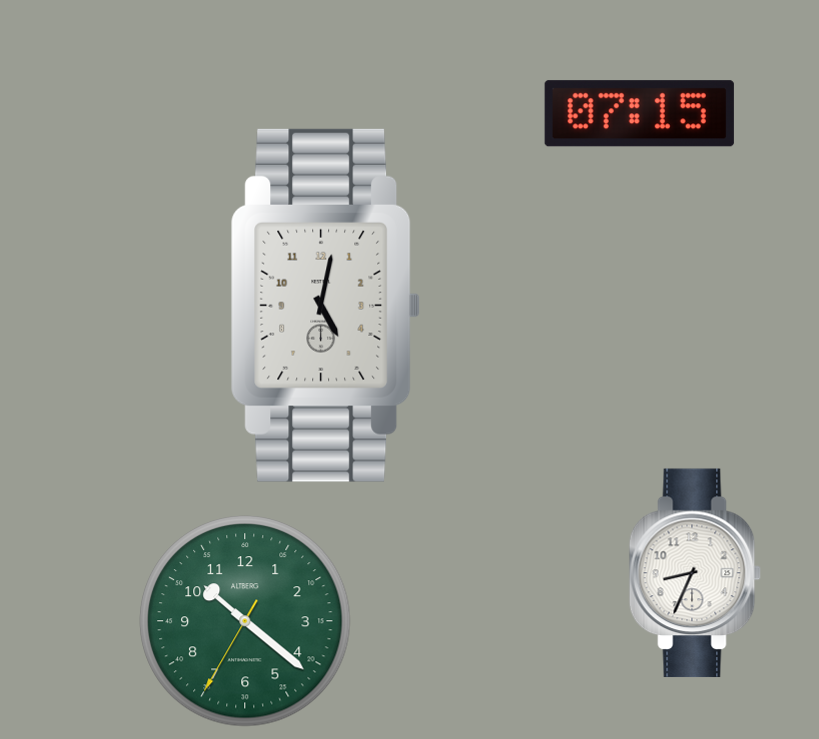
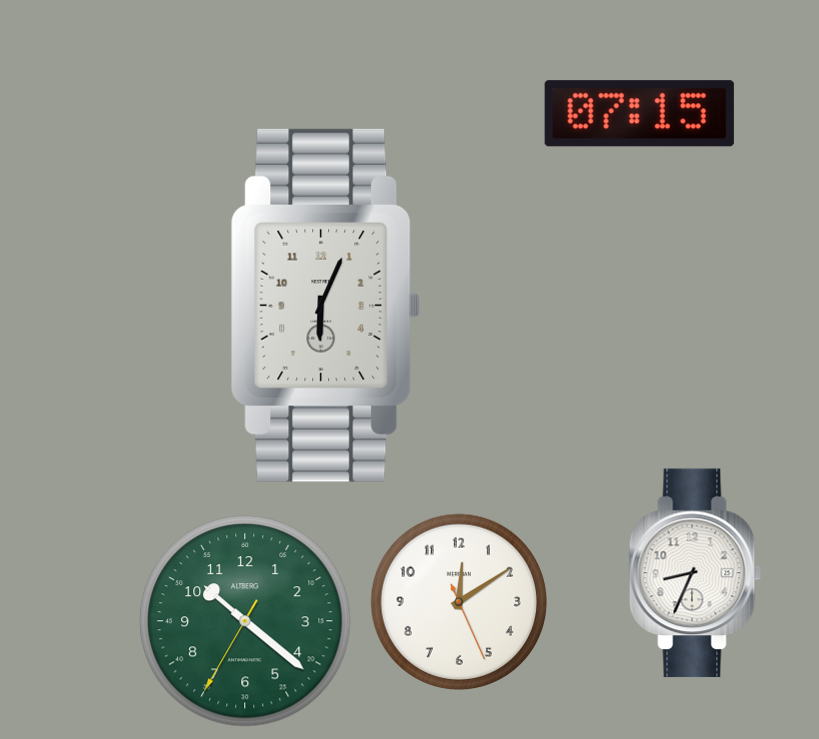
clock at (326, 305): 5:02 -> 6:04
clock at (458, 601): none -> 12:09
